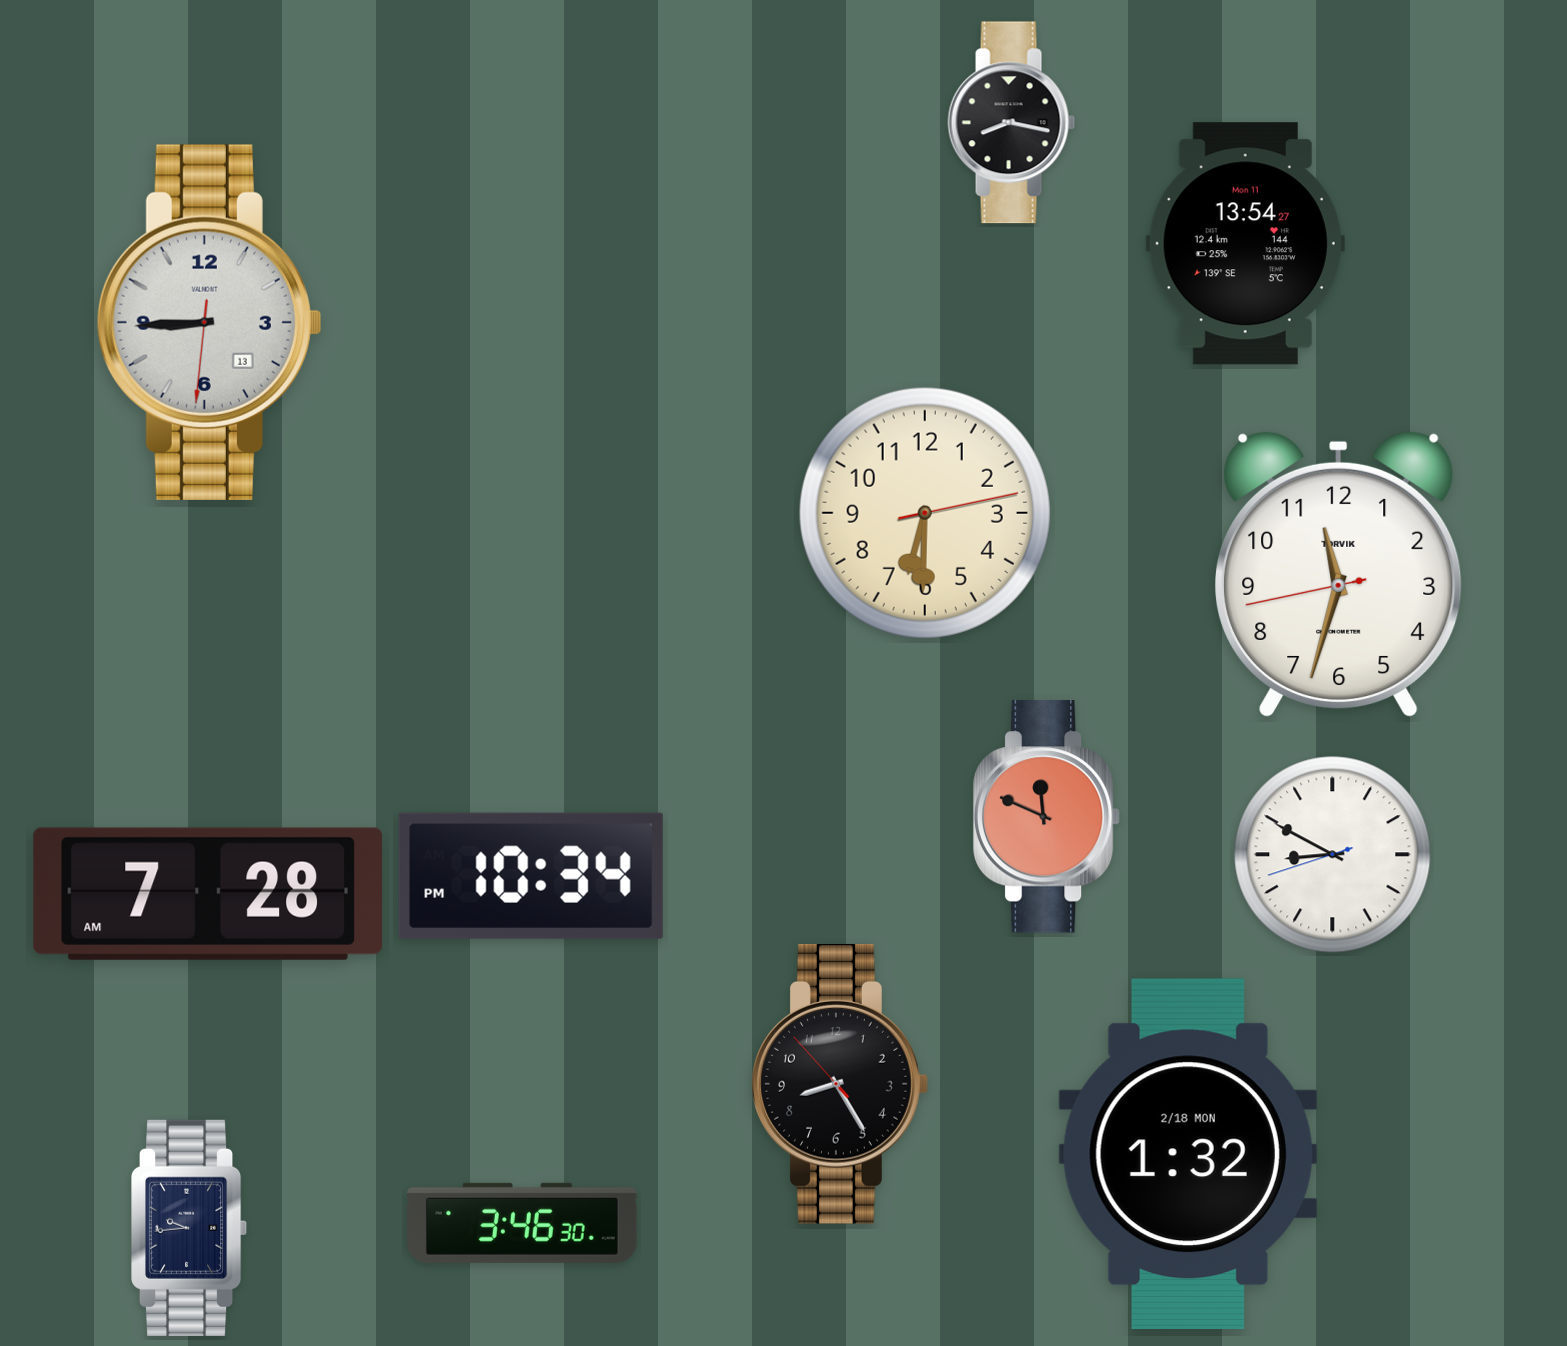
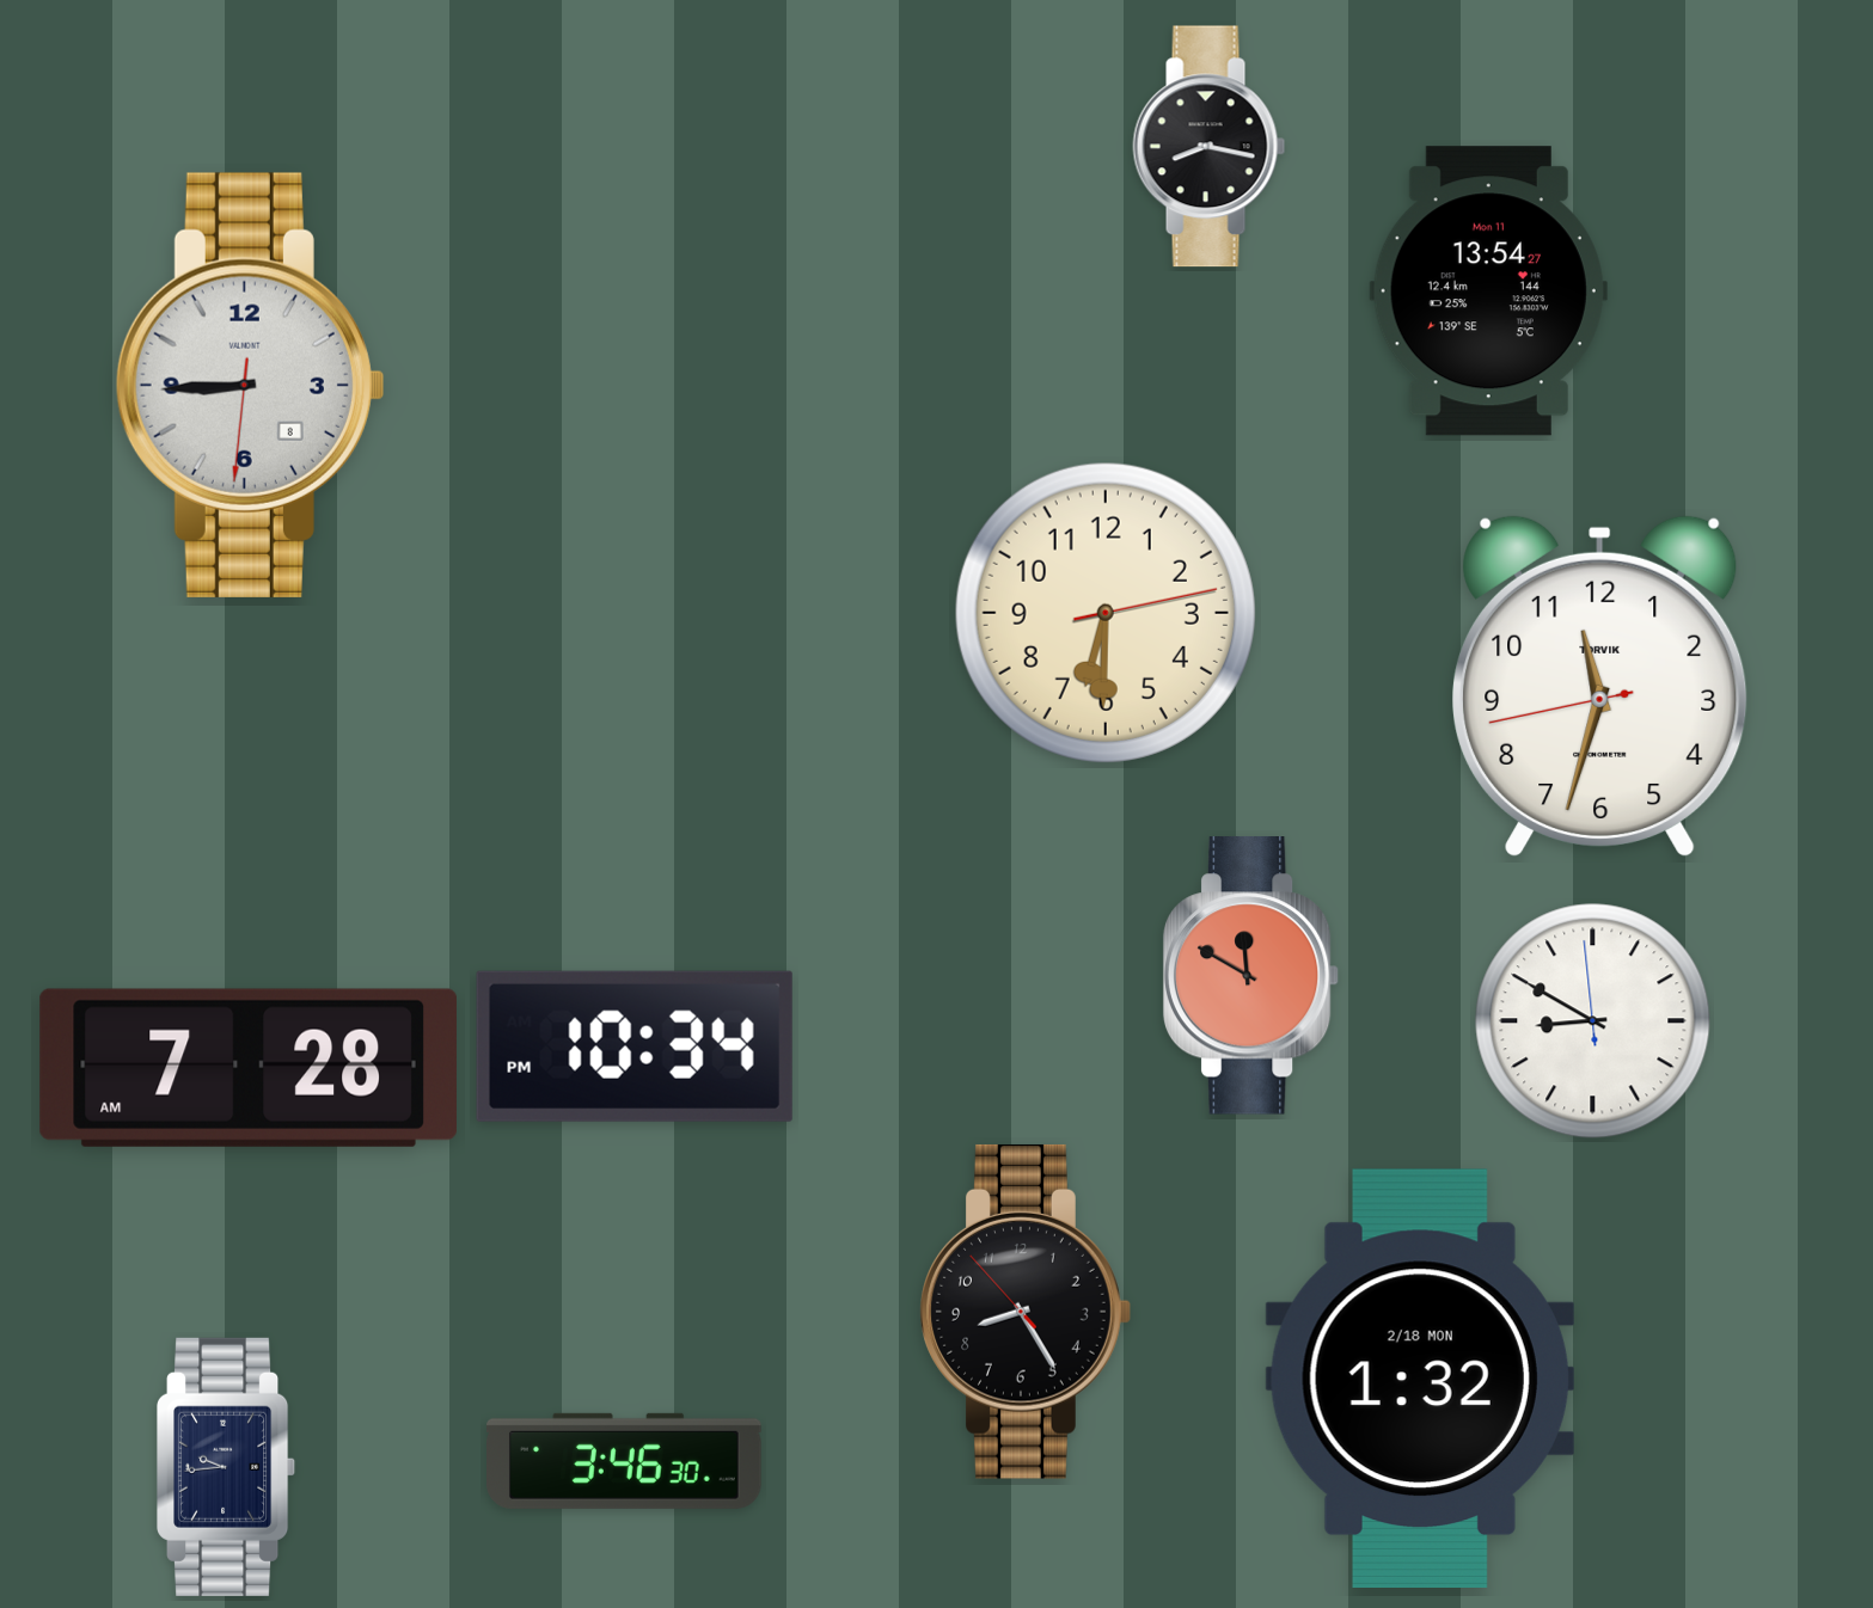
clock at (209, 322) date: 13 -> 8
clock at (1047, 817): 11:49 -> 11:50
clock at (1333, 855): 8:49:42 -> 8:49:59
clock at (840, 1084) position: (840, 1084) -> (1026, 1312)
